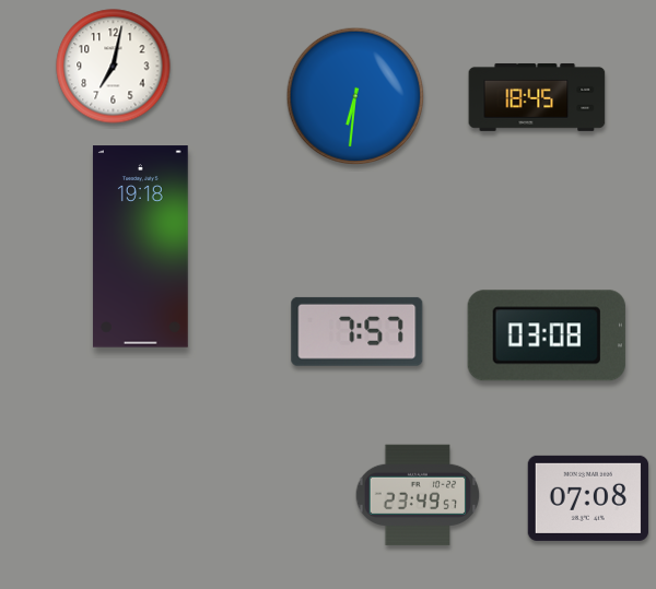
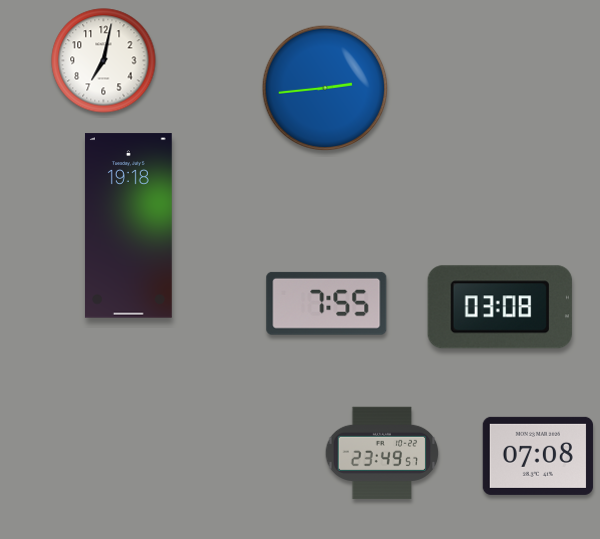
clock at (355, 96): 6:31 -> 2:44
clock at (537, 97): 18:45 -> none
clock at (358, 331): 7:57 -> 7:55
